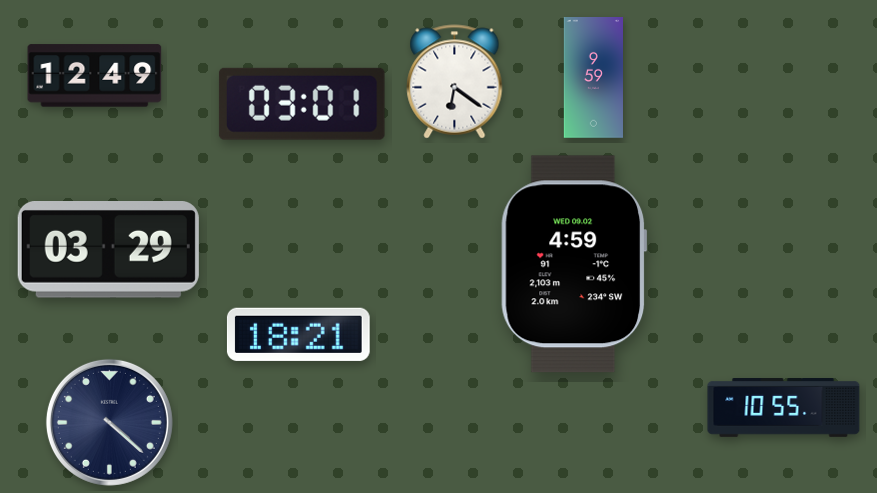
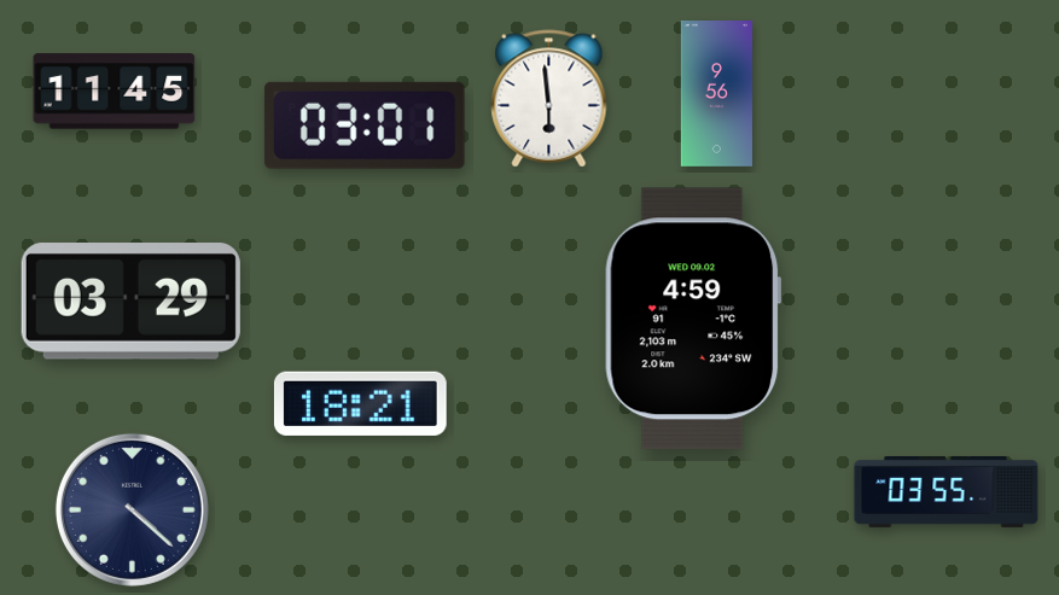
clock at (95, 76): 12:49 -> 11:45
clock at (593, 78): 9:59 -> 9:56
clock at (455, 82): 6:21 -> 5:59
clock at (784, 408): 10:55 -> 03:55
